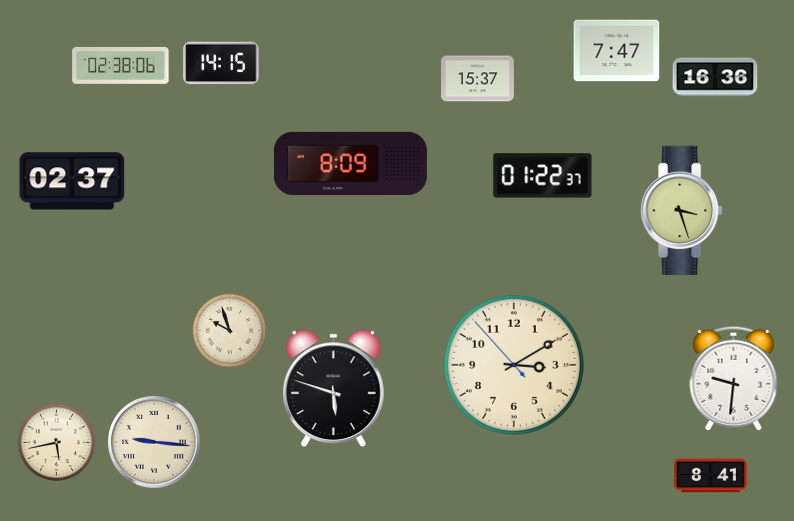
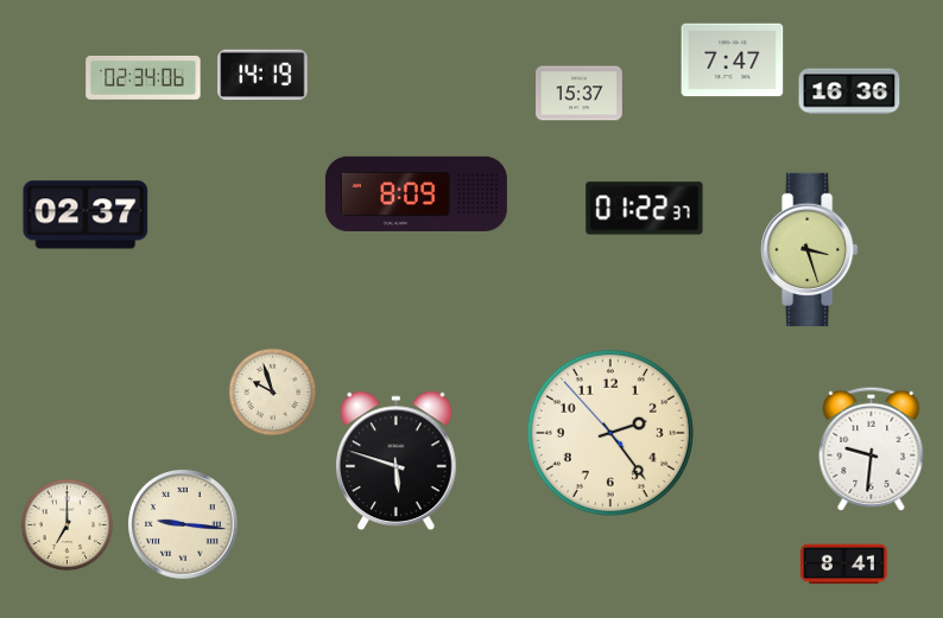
clock at (221, 63): 14:15 -> 14:19
clock at (121, 65): 02:38 -> 02:34
clock at (478, 79) position: (478, 79) -> (580, 94)
clock at (514, 365): 3:09 -> 2:23
clock at (57, 443): 5:43 -> 7:00
